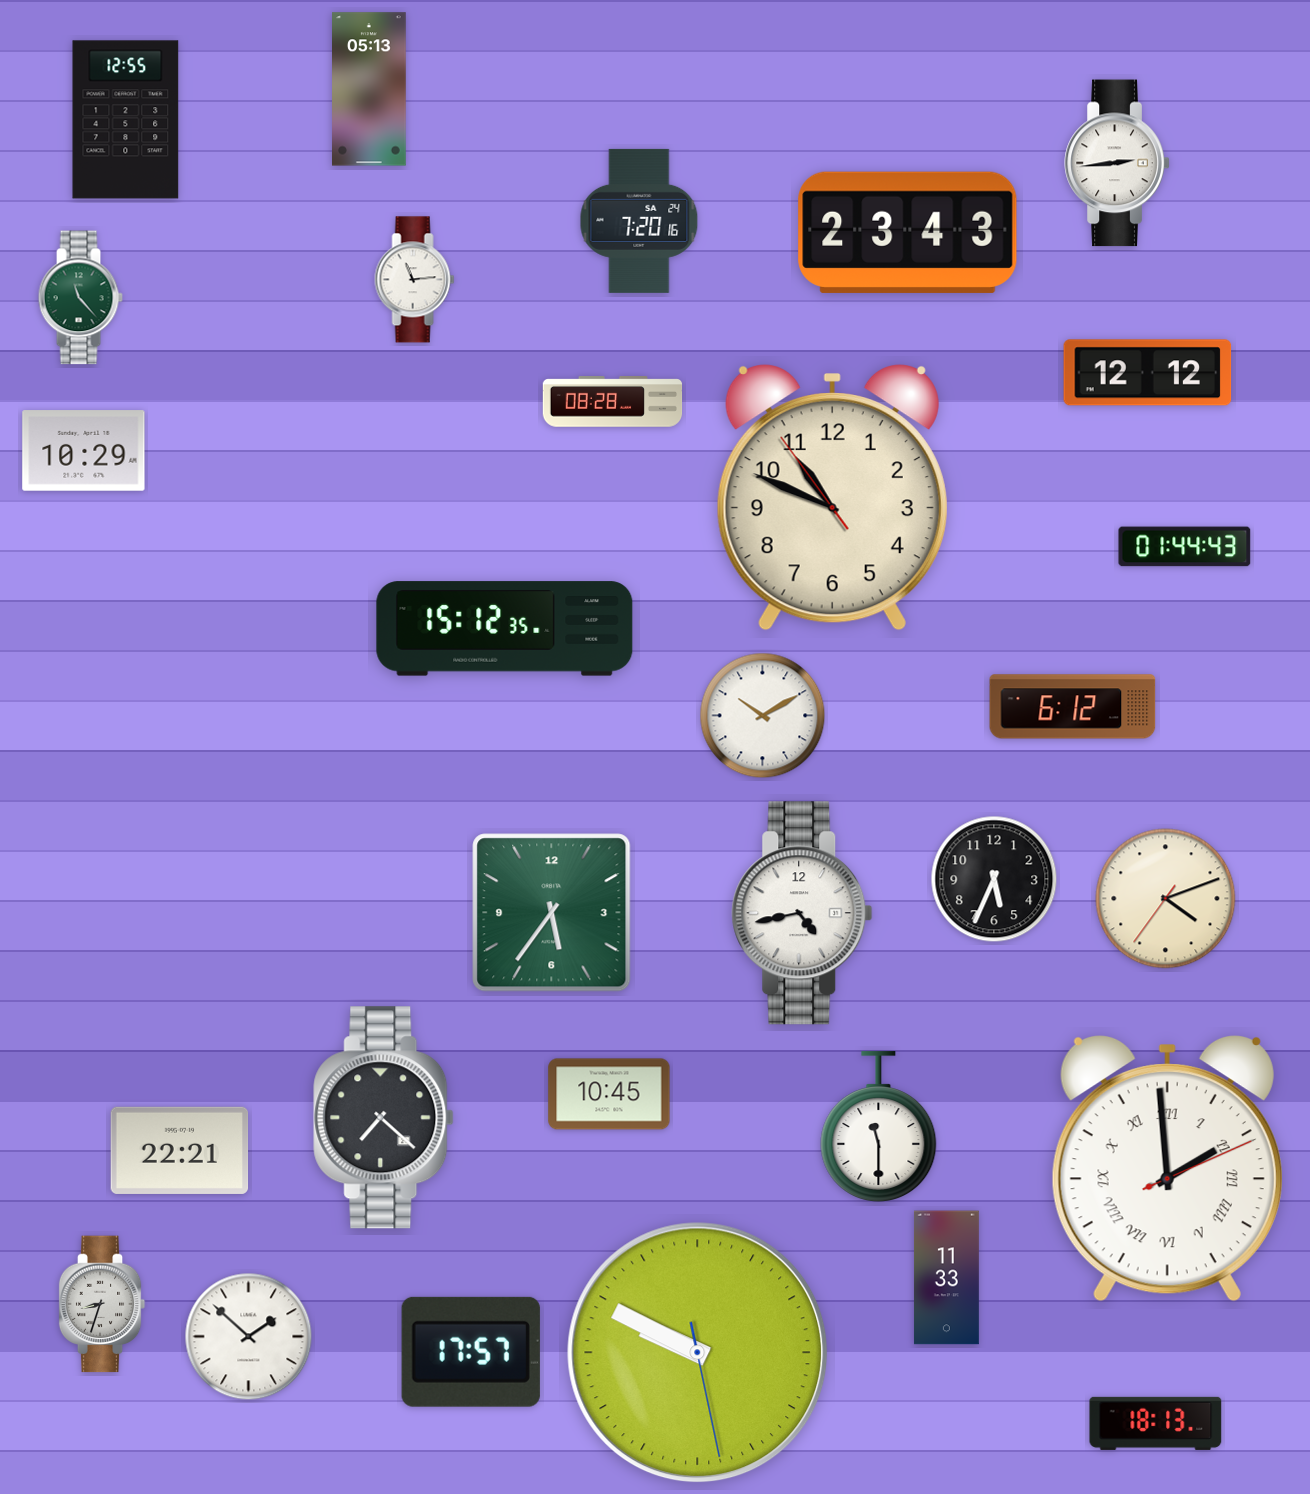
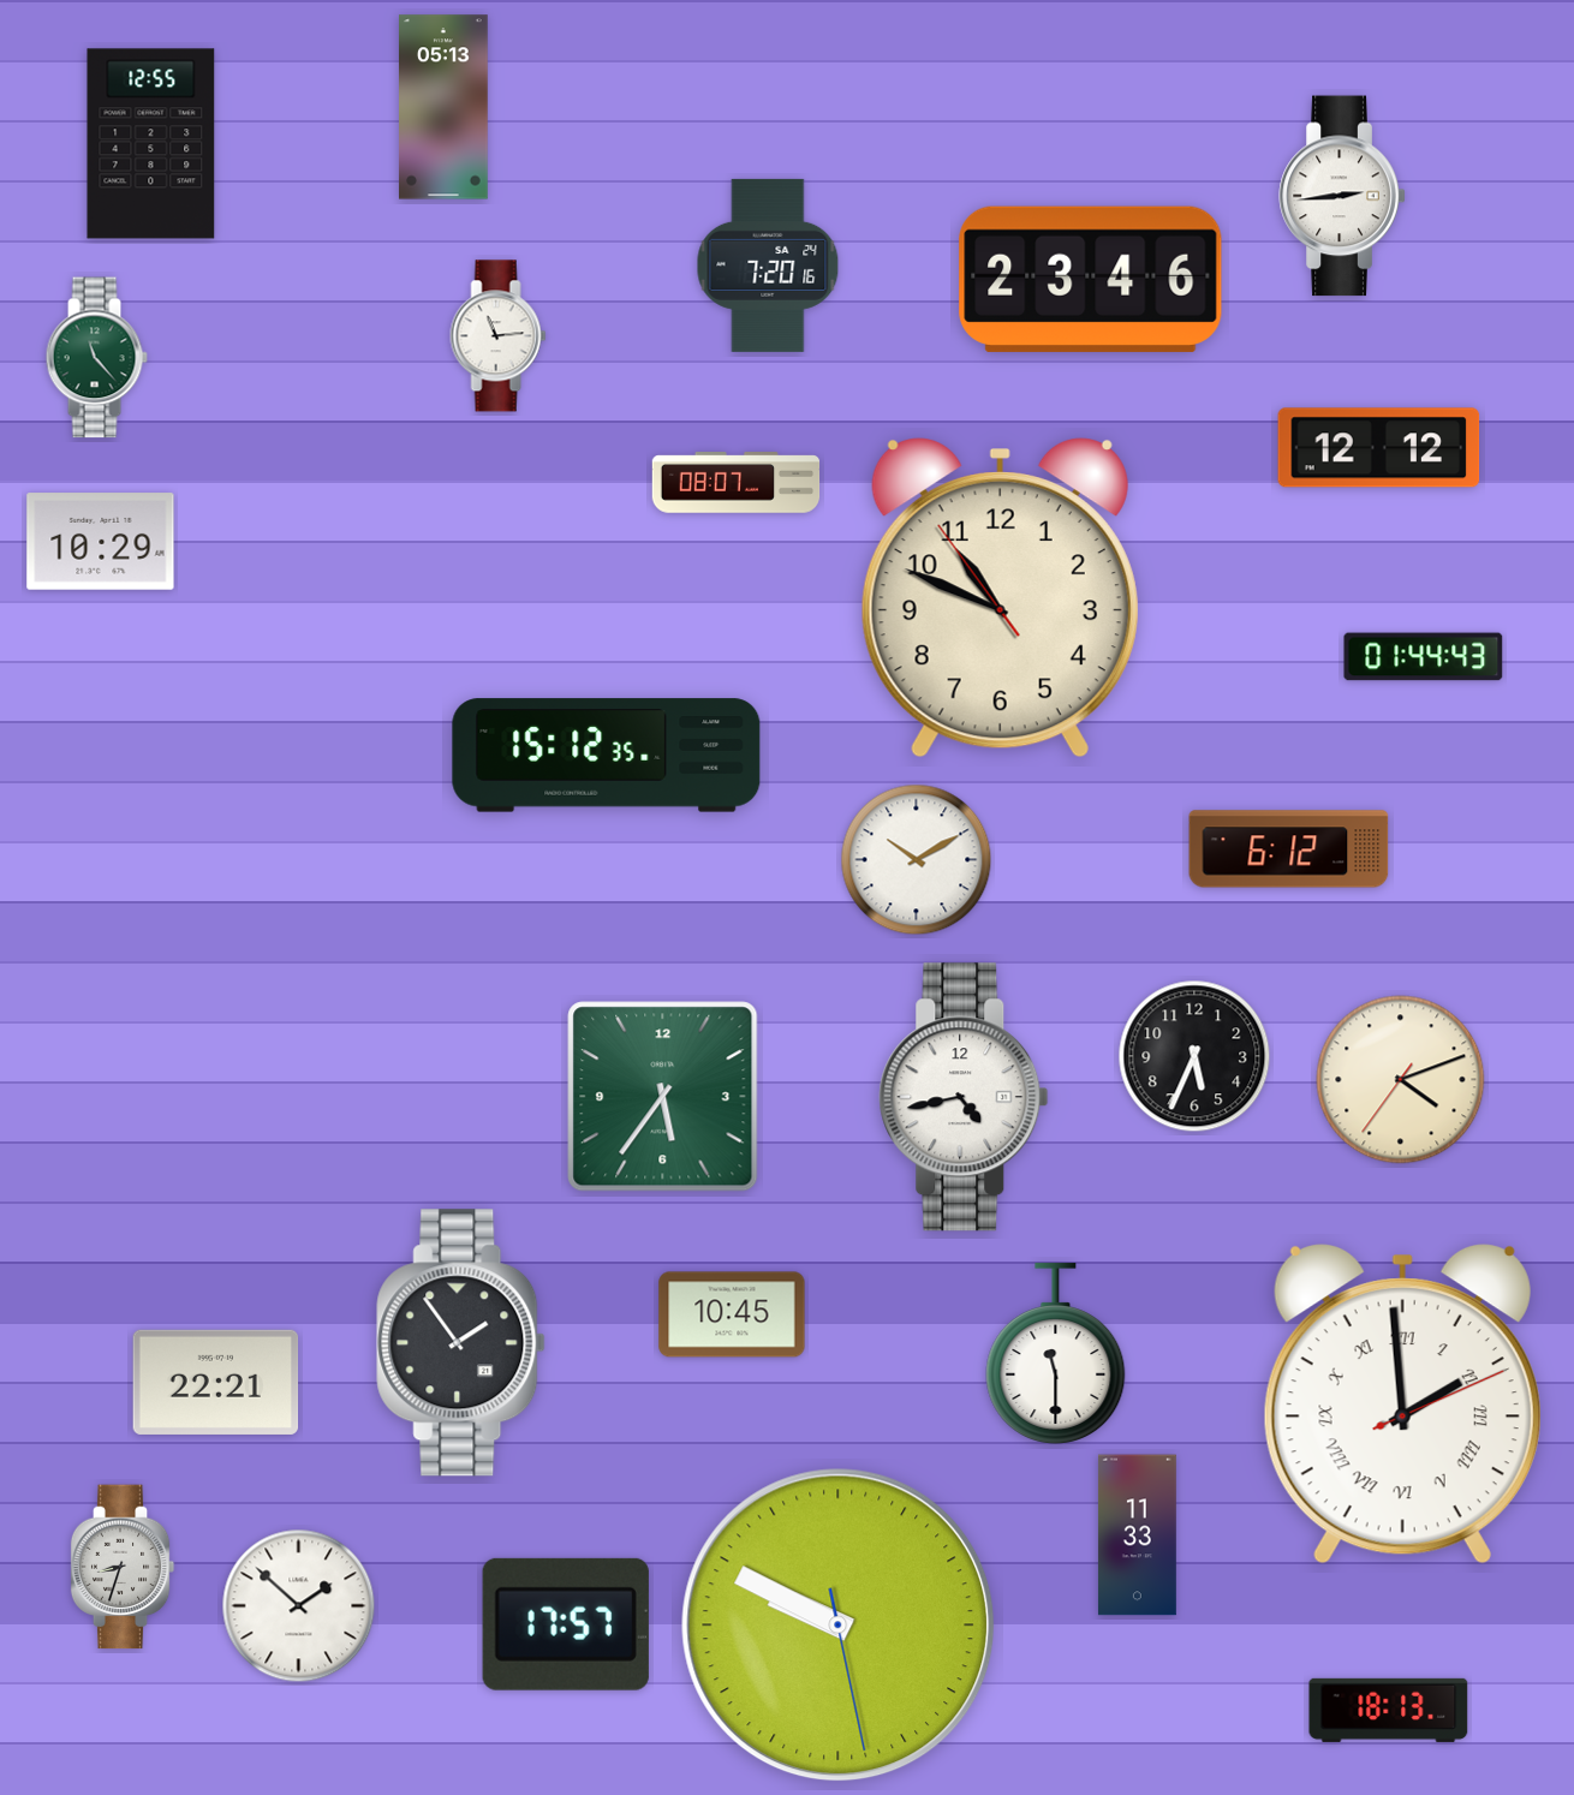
clock at (908, 232): 23:43 -> 23:46
clock at (613, 402): 08:28 -> 08:07
clock at (384, 1118): 7:22 -> 1:54
